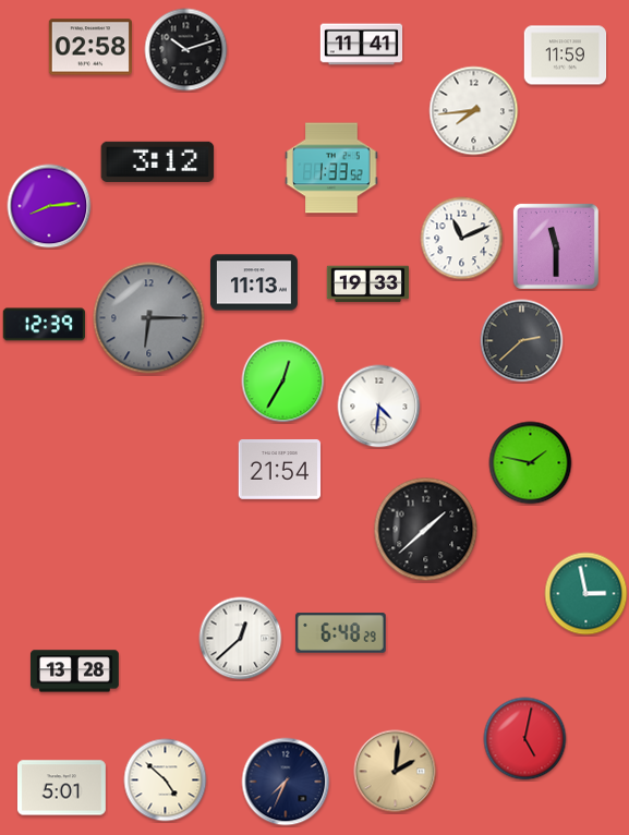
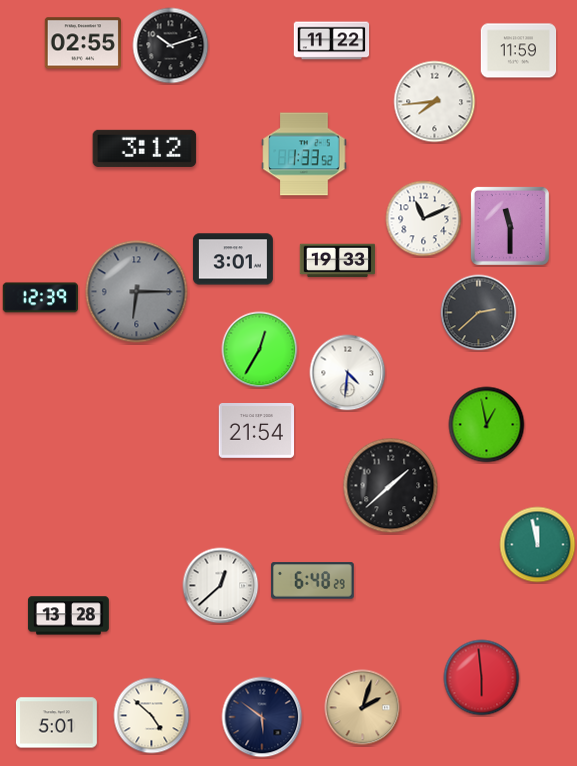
clock at (362, 45): 11:41 -> 11:22
clock at (90, 47): 02:58 -> 02:55
clock at (49, 206): 8:14 -> none
clock at (254, 282): 11:13 -> 3:01
clock at (531, 463): 1:47 -> 12:58
clock at (586, 594): 2:58 -> 11:58
clock at (525, 739): 5:02 -> 5:59
clock at (396, 772): 2:01 -> 2:03
clock at (286, 782): 7:34 -> 5:51
